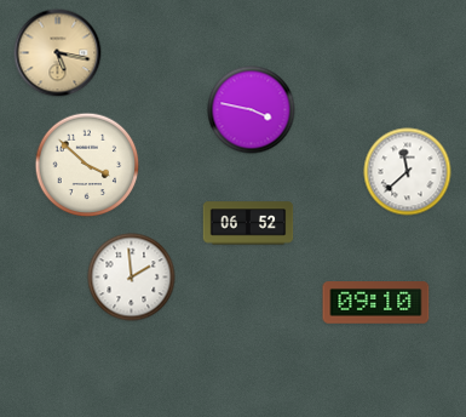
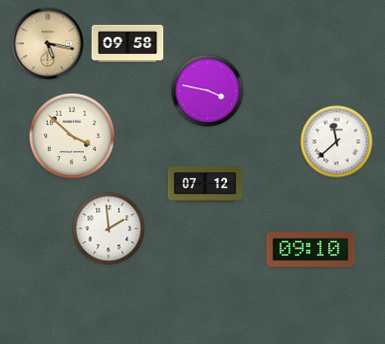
clock at (128, 44): none -> 09:58
clock at (248, 223): 06:52 -> 07:12
